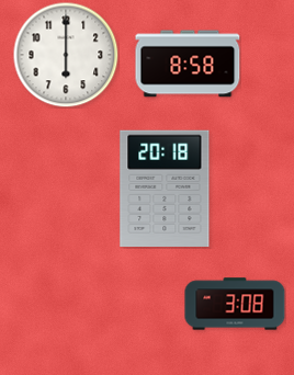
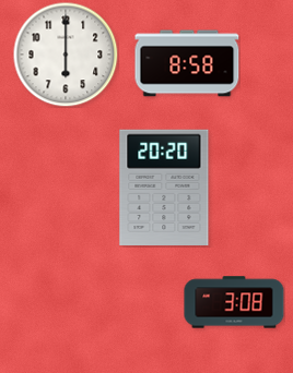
clock at (165, 187): 20:18 -> 20:20
